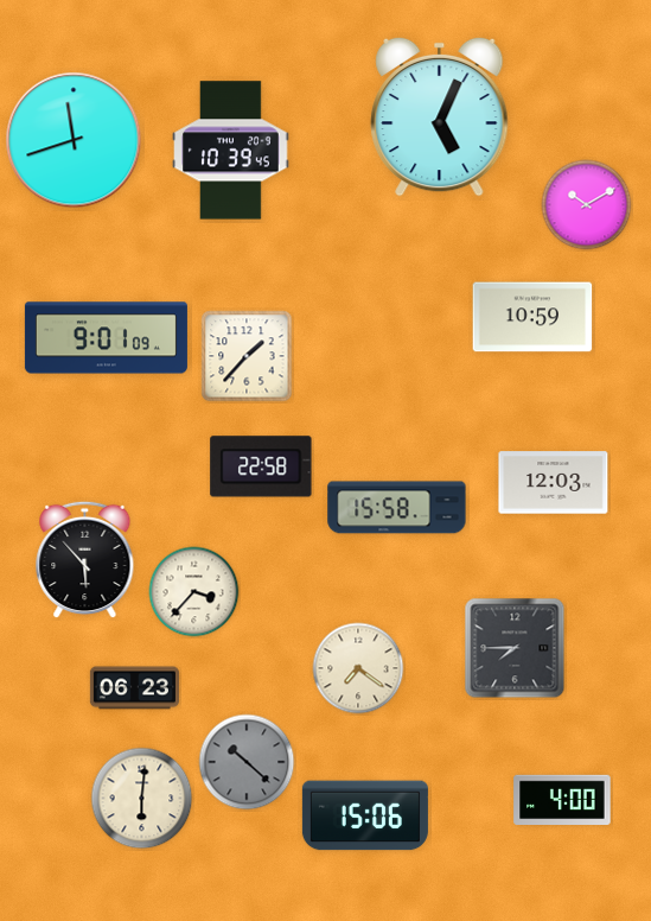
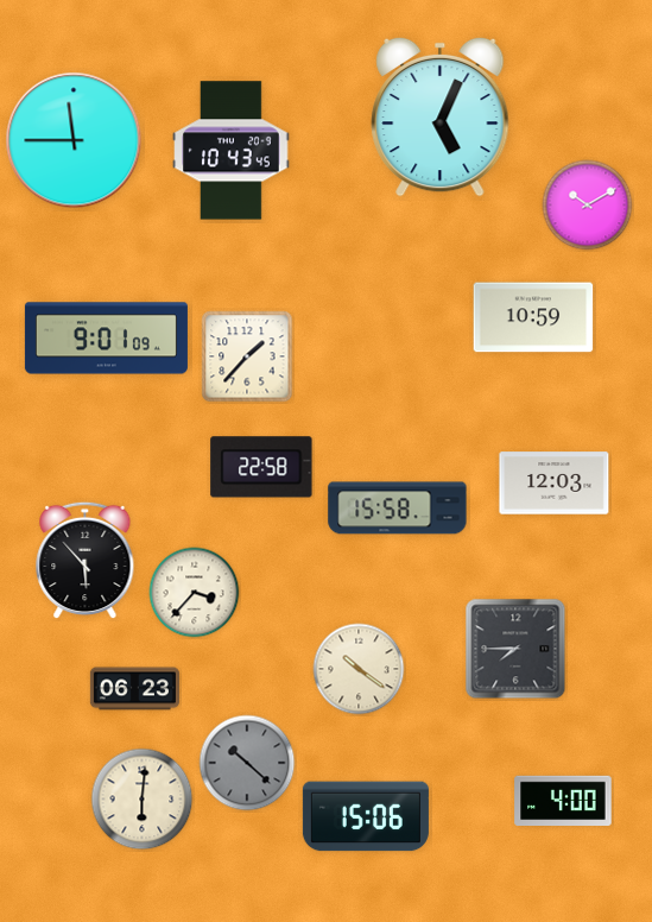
clock at (74, 140): 11:42 -> 11:45
clock at (231, 151): 10:39 -> 10:43
clock at (358, 668): 7:21 -> 10:21
